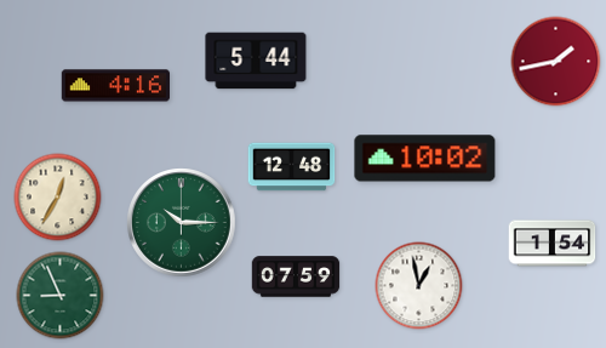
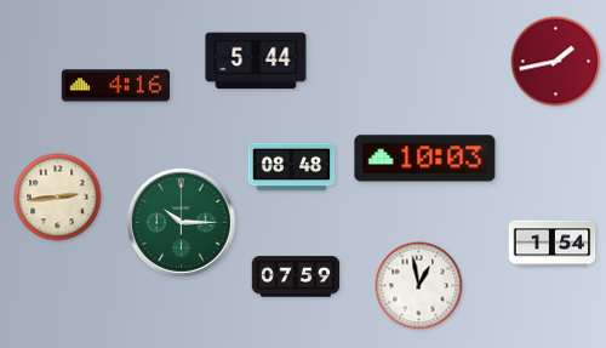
clock at (425, 159): 10:02 -> 10:03
clock at (292, 167): 12:48 -> 08:48
clock at (58, 198): 12:35 -> 2:44
clock at (61, 296): 8:56 -> none
